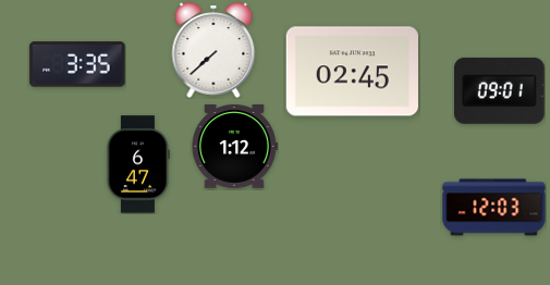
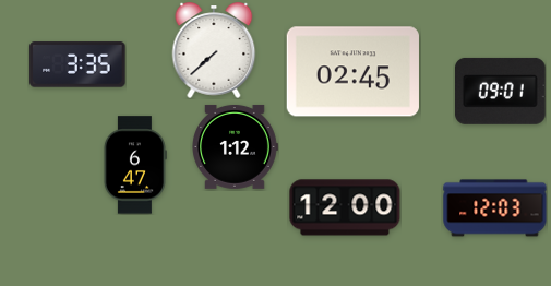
clock at (137, 164) position: (137, 164) -> (134, 165)
clock at (345, 207): none -> 12:00
